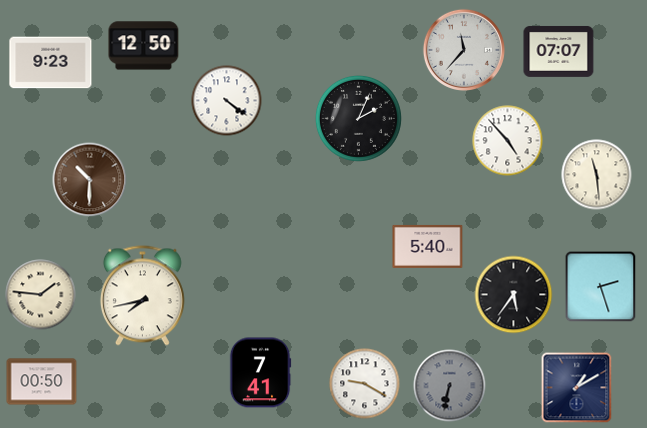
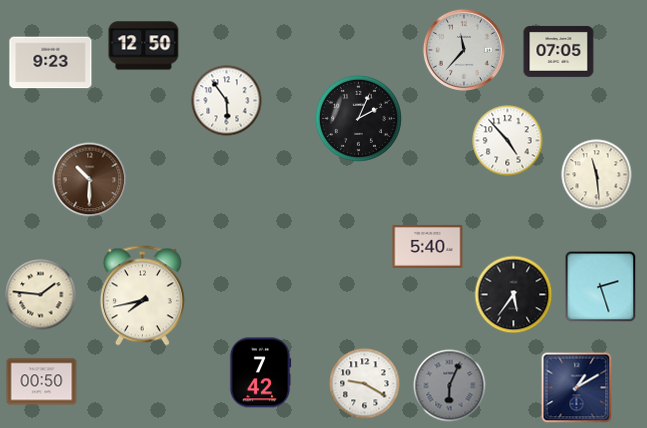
clock at (559, 51): 07:07 -> 07:05
clock at (227, 101): 4:21 -> 5:54
clock at (260, 373): 7:41 -> 7:42
clock at (450, 386): 6:32 -> 6:04
